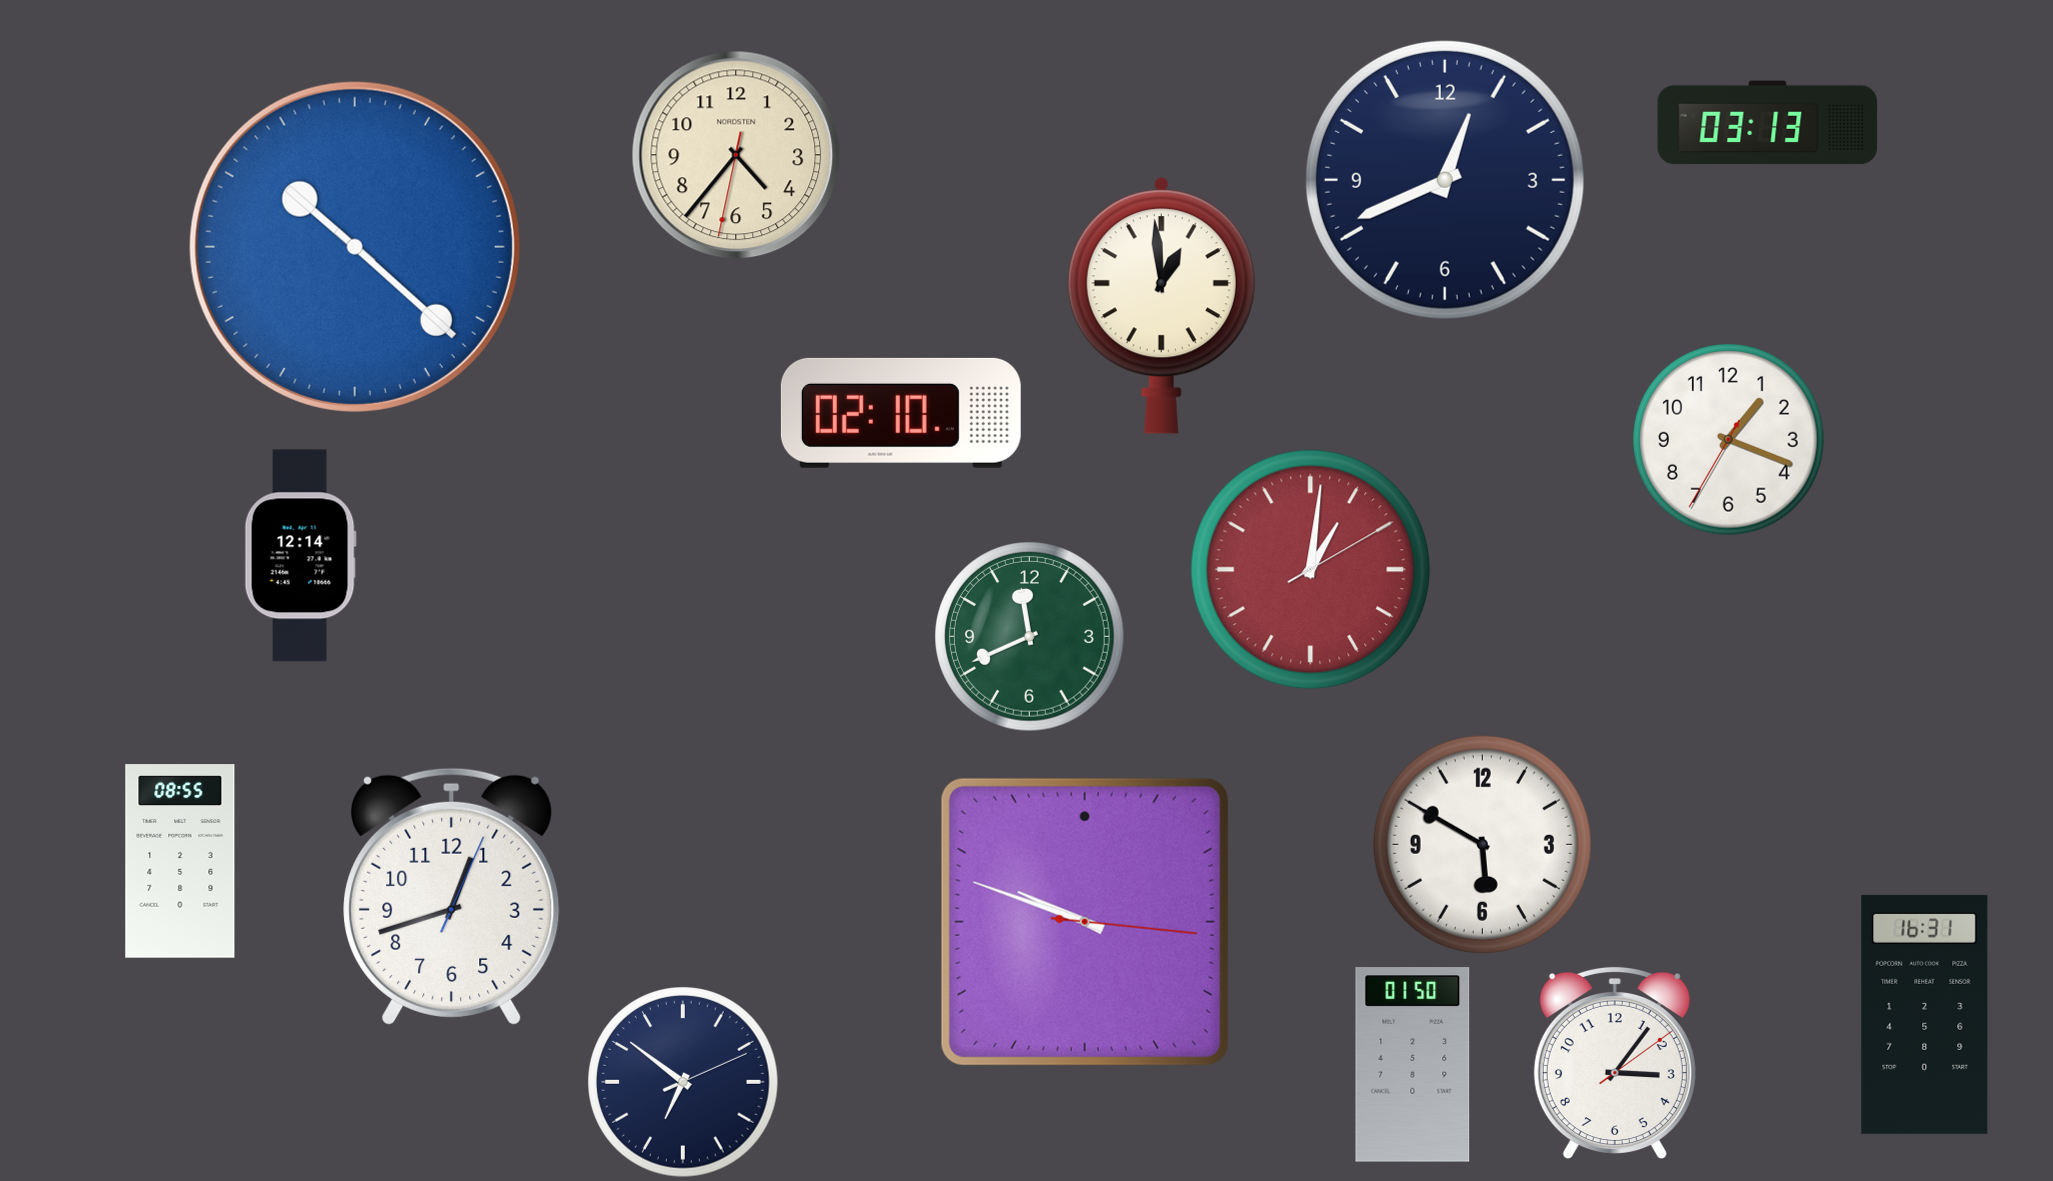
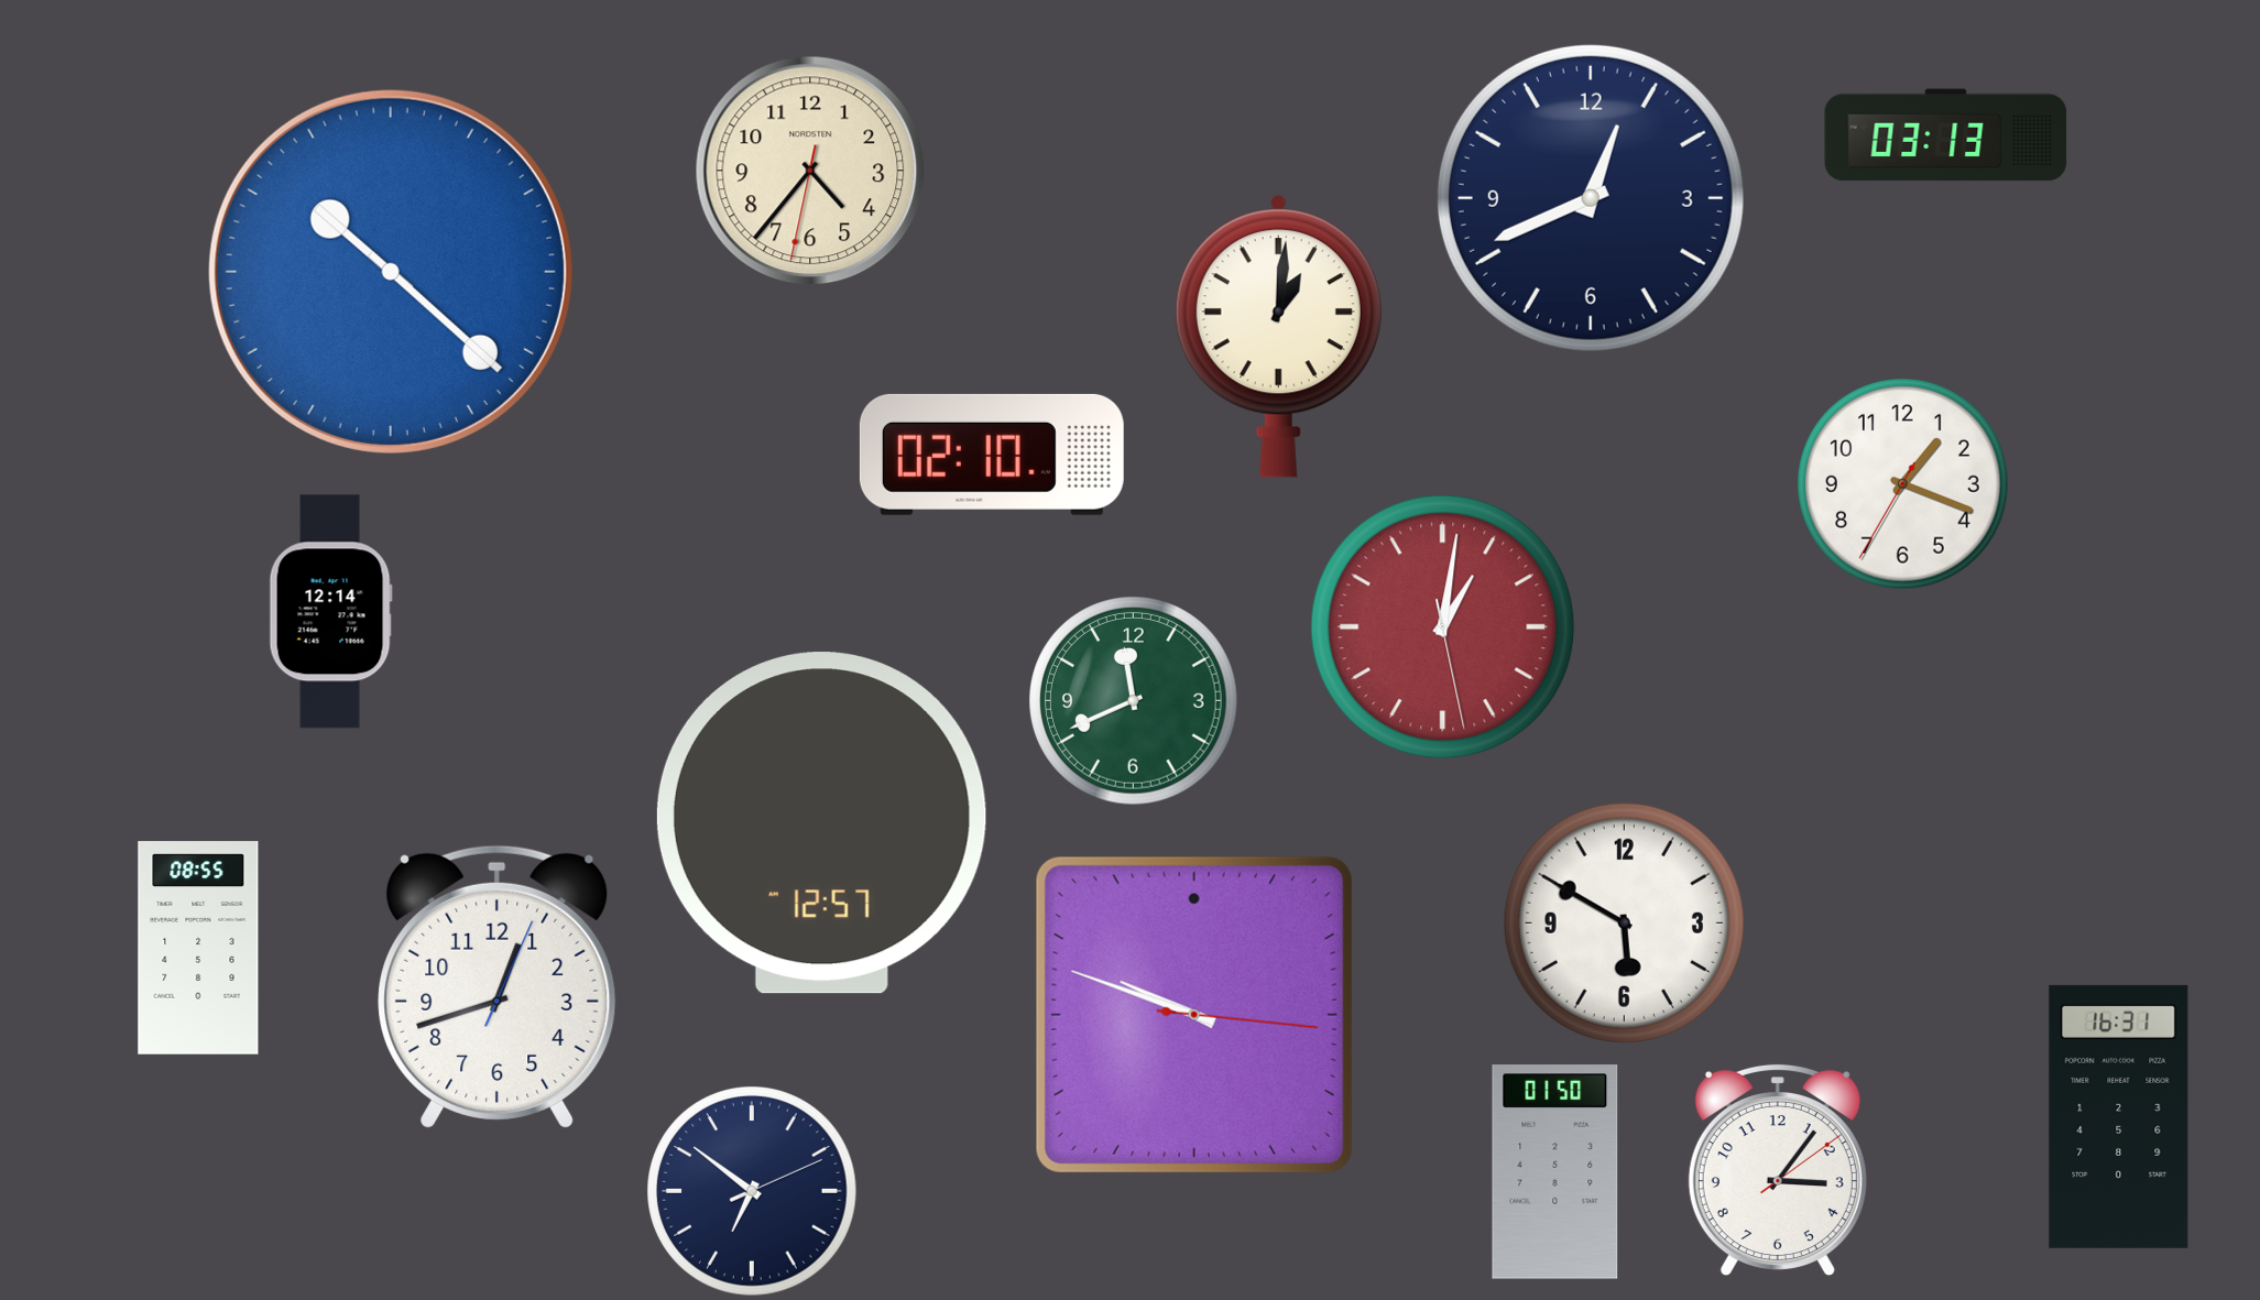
clock at (1161, 306): 12:59 -> 1:01
clock at (1311, 570): 1:01:10 -> 1:01:28
clock at (821, 823): none -> 12:57
clock at (1482, 844) position: (1482, 844) -> (1624, 922)
